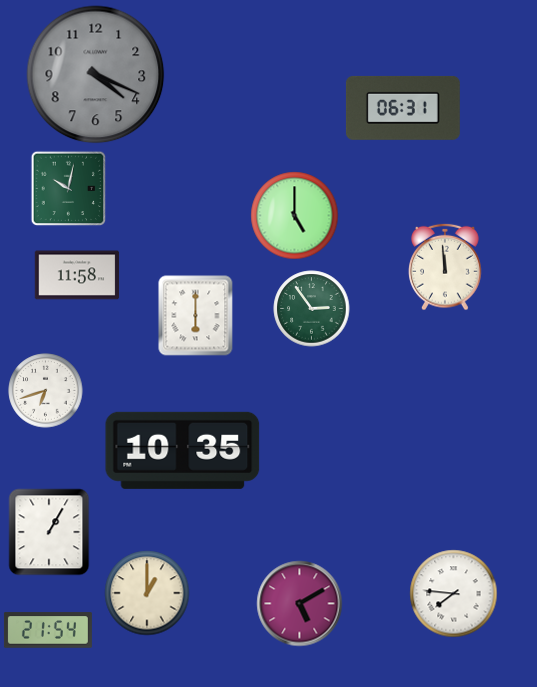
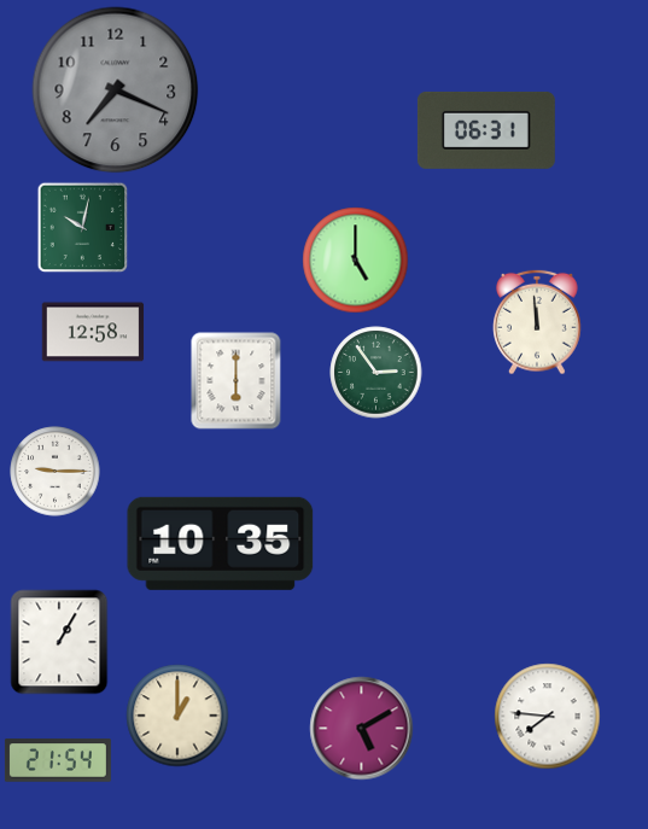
clock at (96, 75): 4:19 -> 7:19
clock at (77, 275): 11:58 -> 12:58
clock at (46, 391): 6:42 -> 9:15
